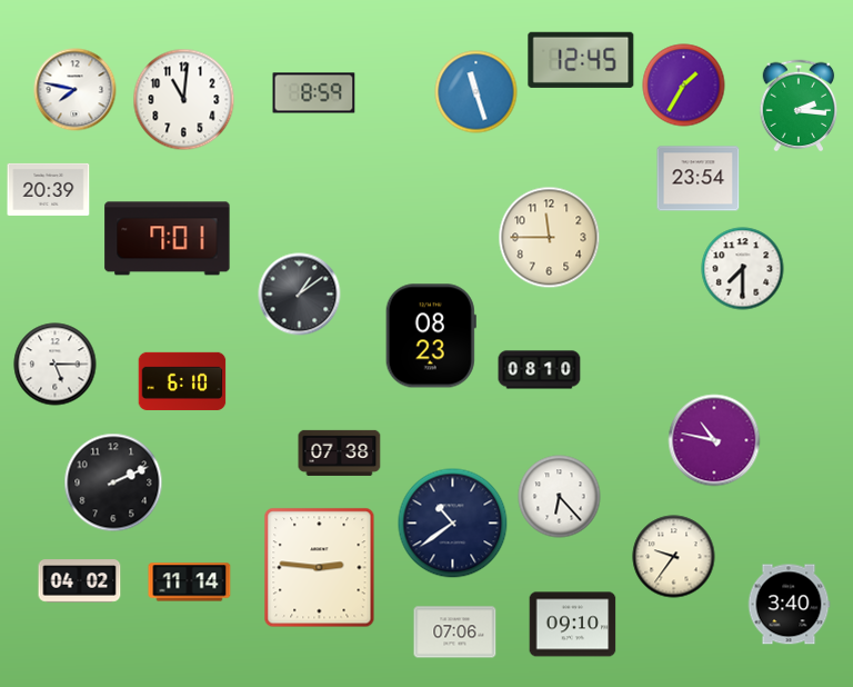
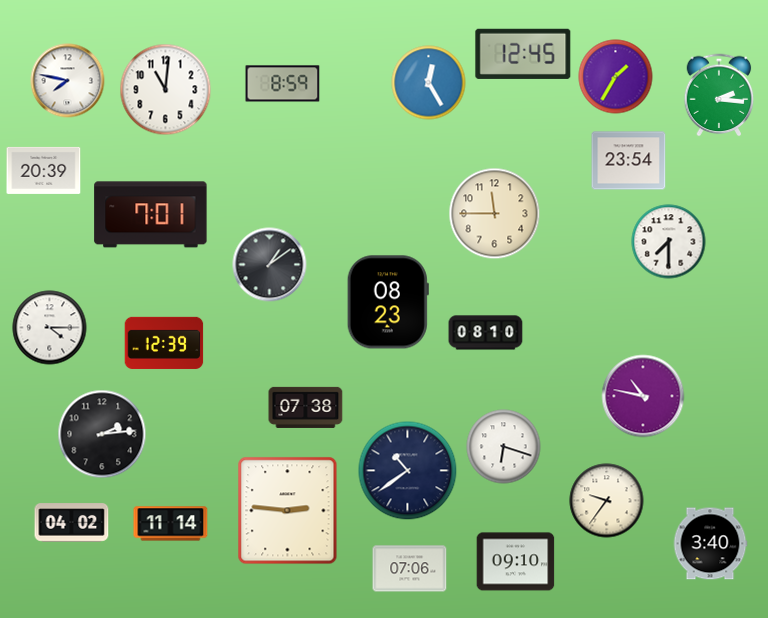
clock at (476, 92): 11:27 -> 12:25
clock at (56, 365): 5:15 -> 4:15
clock at (182, 381): 6:10 -> 12:39
clock at (113, 482): 2:11 -> 2:14
clock at (560, 497): 6:23 -> 6:18
